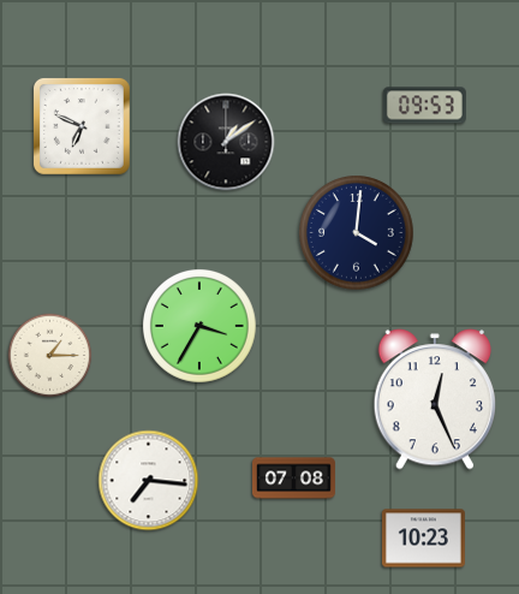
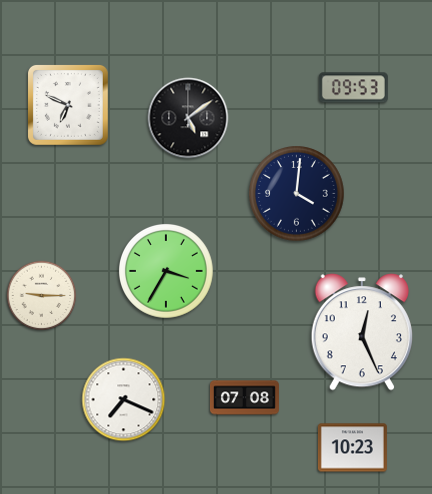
clock at (226, 142): 1:09 -> 5:09
clock at (50, 356): 1:15 -> 9:15
clock at (149, 481): 7:16 -> 7:19
